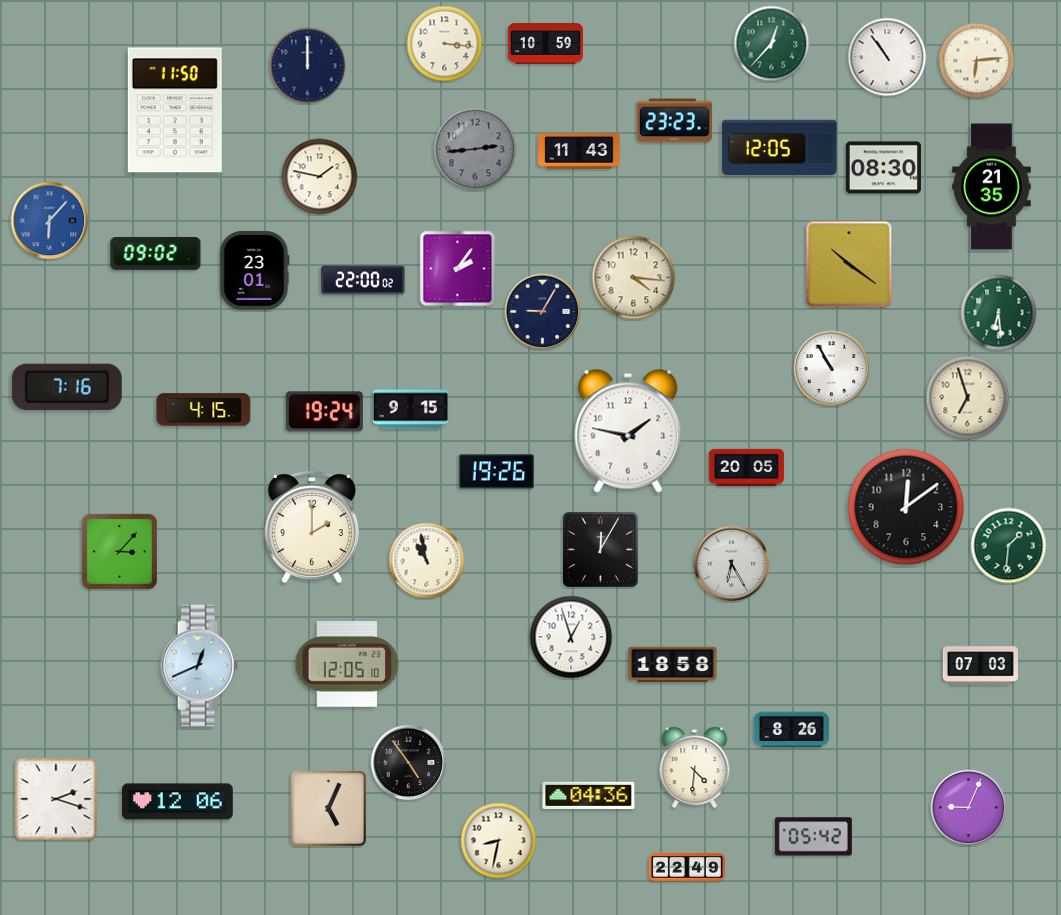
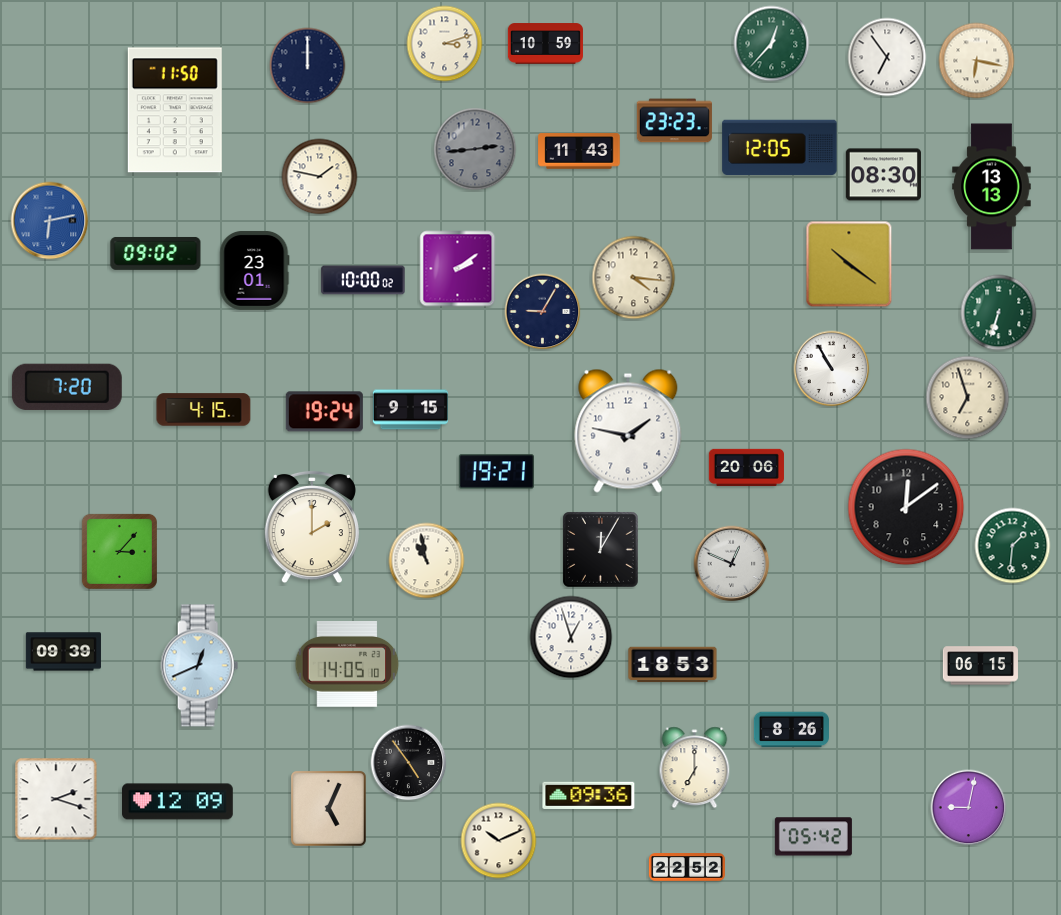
clock at (445, 44): 3:16 -> 3:12
clock at (887, 57): 10:54 -> 6:54
clock at (977, 61): 6:14 -> 6:17
clock at (883, 168) position: (883, 168) -> (883, 175)
clock at (992, 187): 21:35 -> 13:13
clock at (50, 221): 6:07 -> 6:13
clock at (458, 269): 2:06 -> 2:09
clock at (363, 280): 22:00 -> 10:00
clock at (999, 313): 6:29 -> 6:33
clock at (67, 387): 7:16 -> 7:20
clock at (746, 467): 20:05 -> 20:06
clock at (496, 472): 19:26 -> 19:21
clock at (1009, 546) position: (1009, 546) -> (1013, 546)
clock at (732, 564): 6:25 -> 12:49
clock at (63, 652): none -> 09:39
clock at (347, 665): 12:05 -> 14:05
clock at (673, 665): 18:58 -> 18:53
clock at (980, 666): 07:03 -> 06:15
clock at (695, 768): 4:31 -> 7:00
clock at (589, 795): 04:36 -> 09:36
clock at (178, 802): 12:06 -> 12:09
clock at (969, 808): 9:04 -> 9:02
clock at (499, 841): 8:32 -> 10:11
clock at (687, 867): 22:49 -> 22:52
